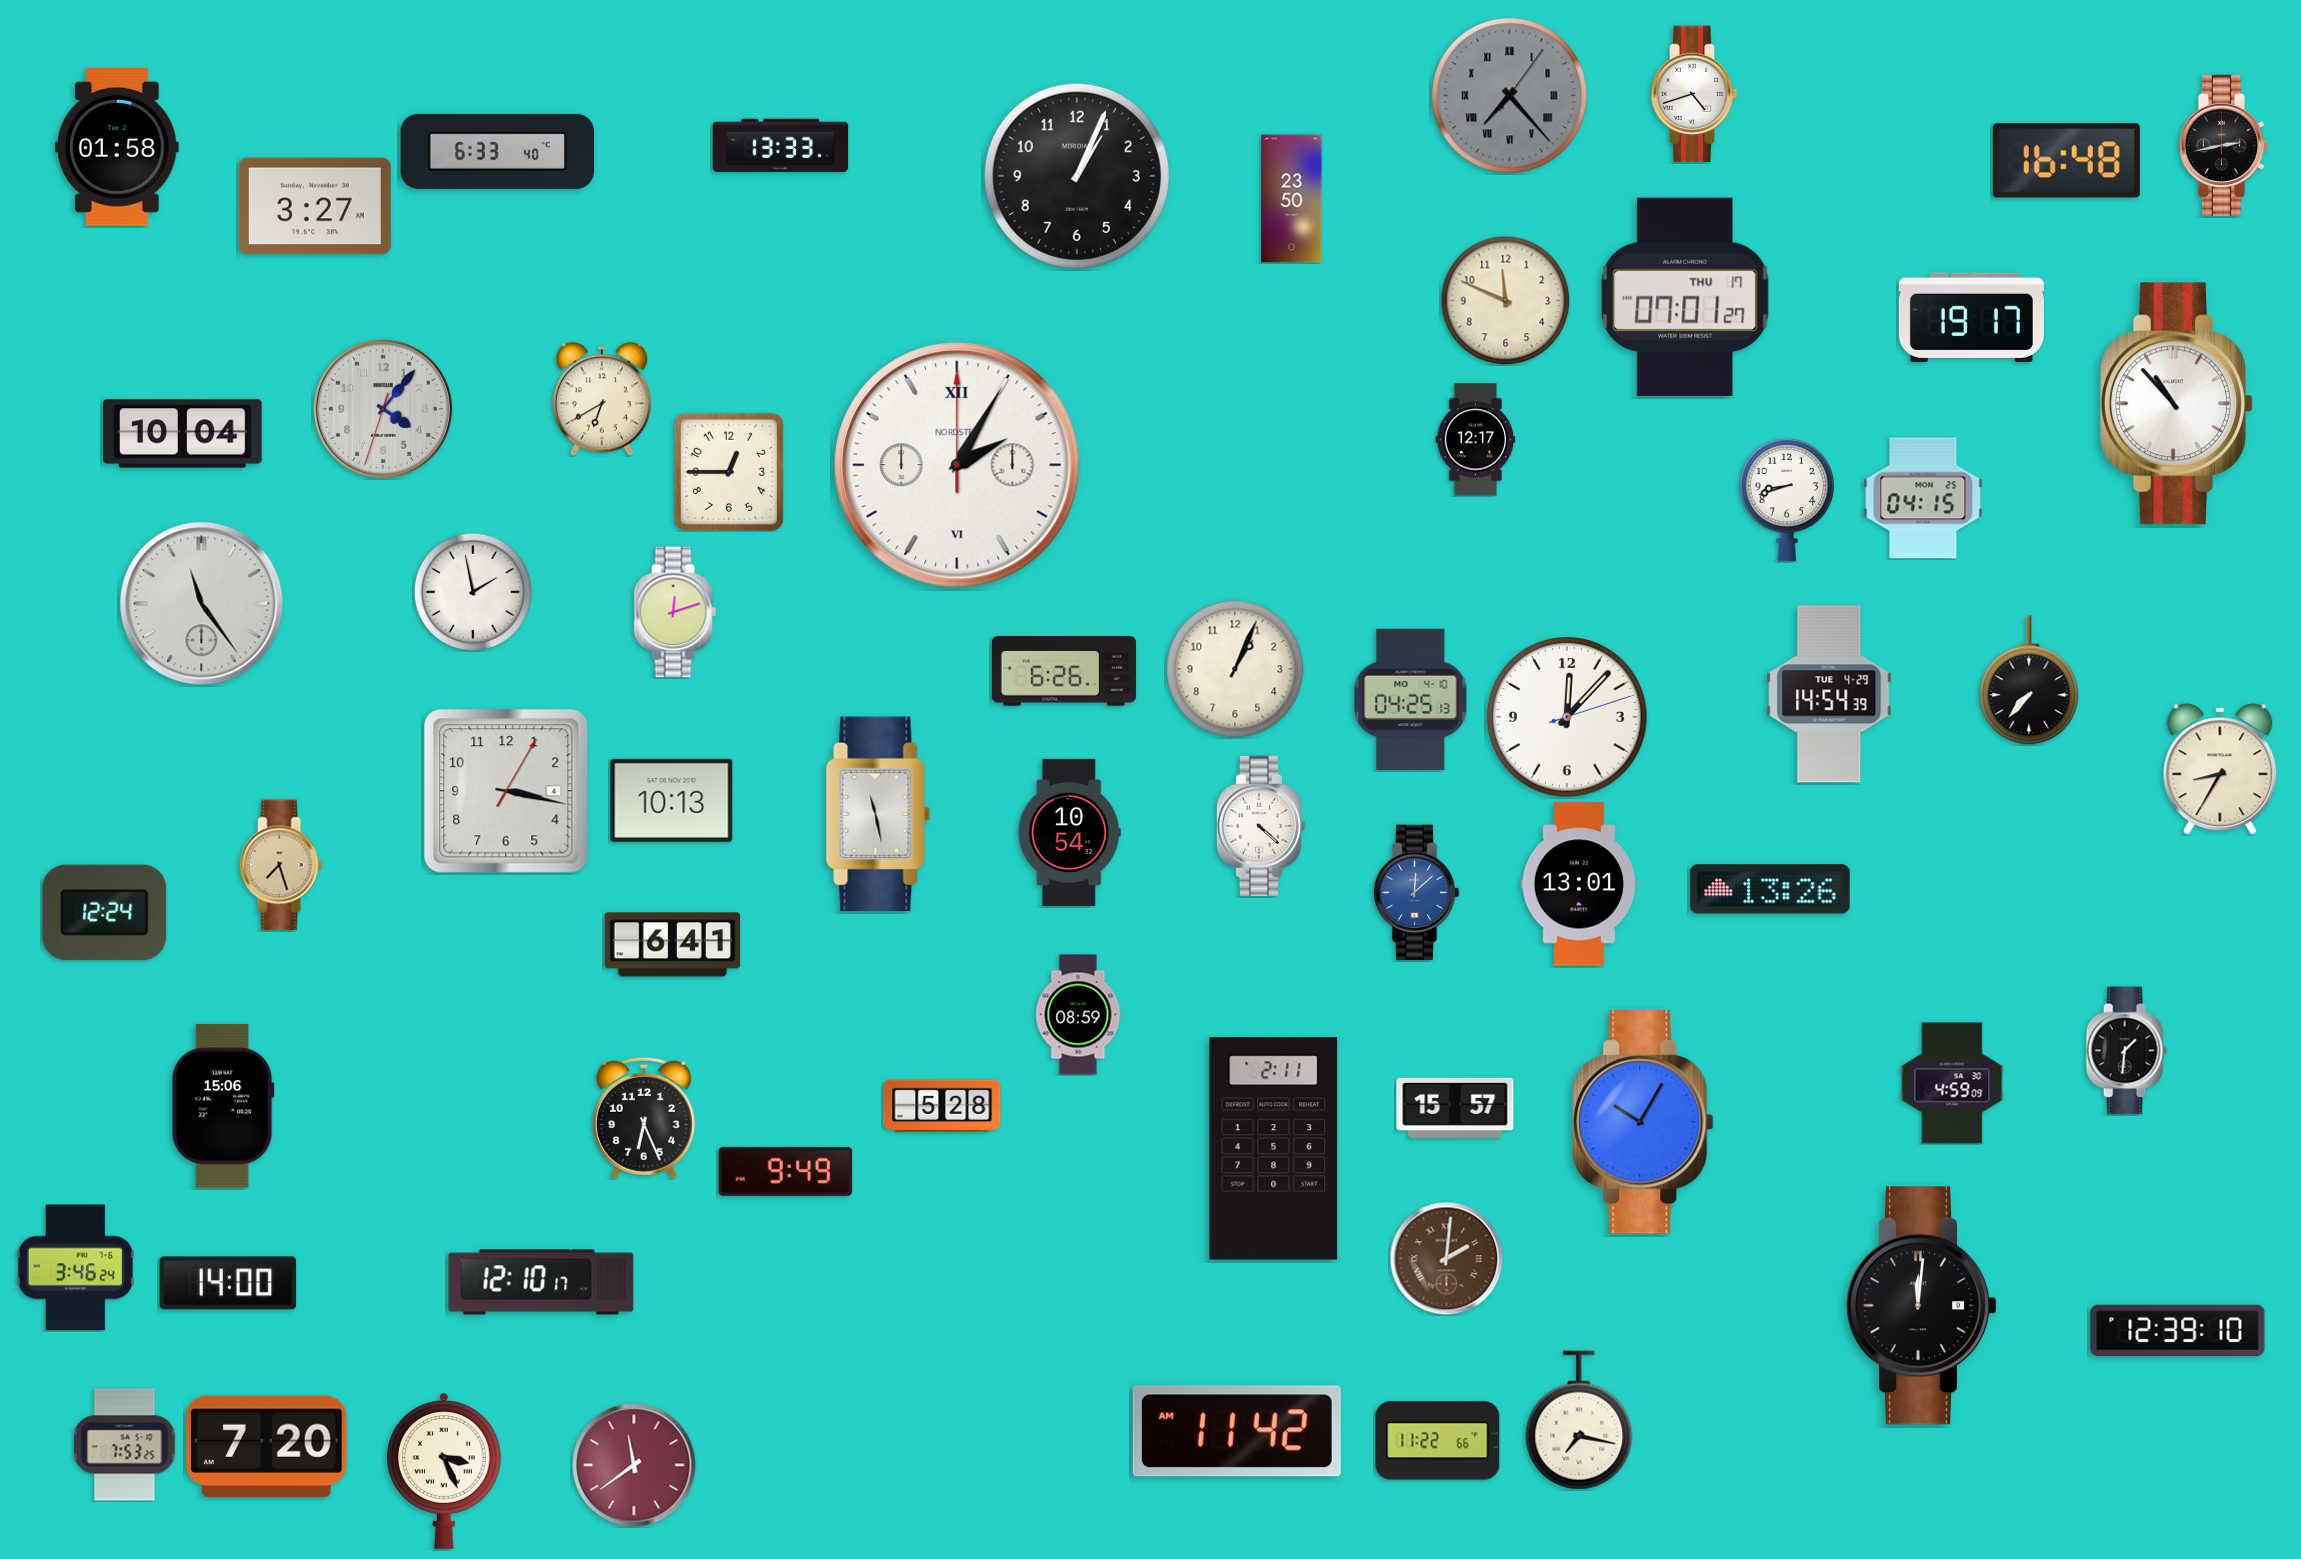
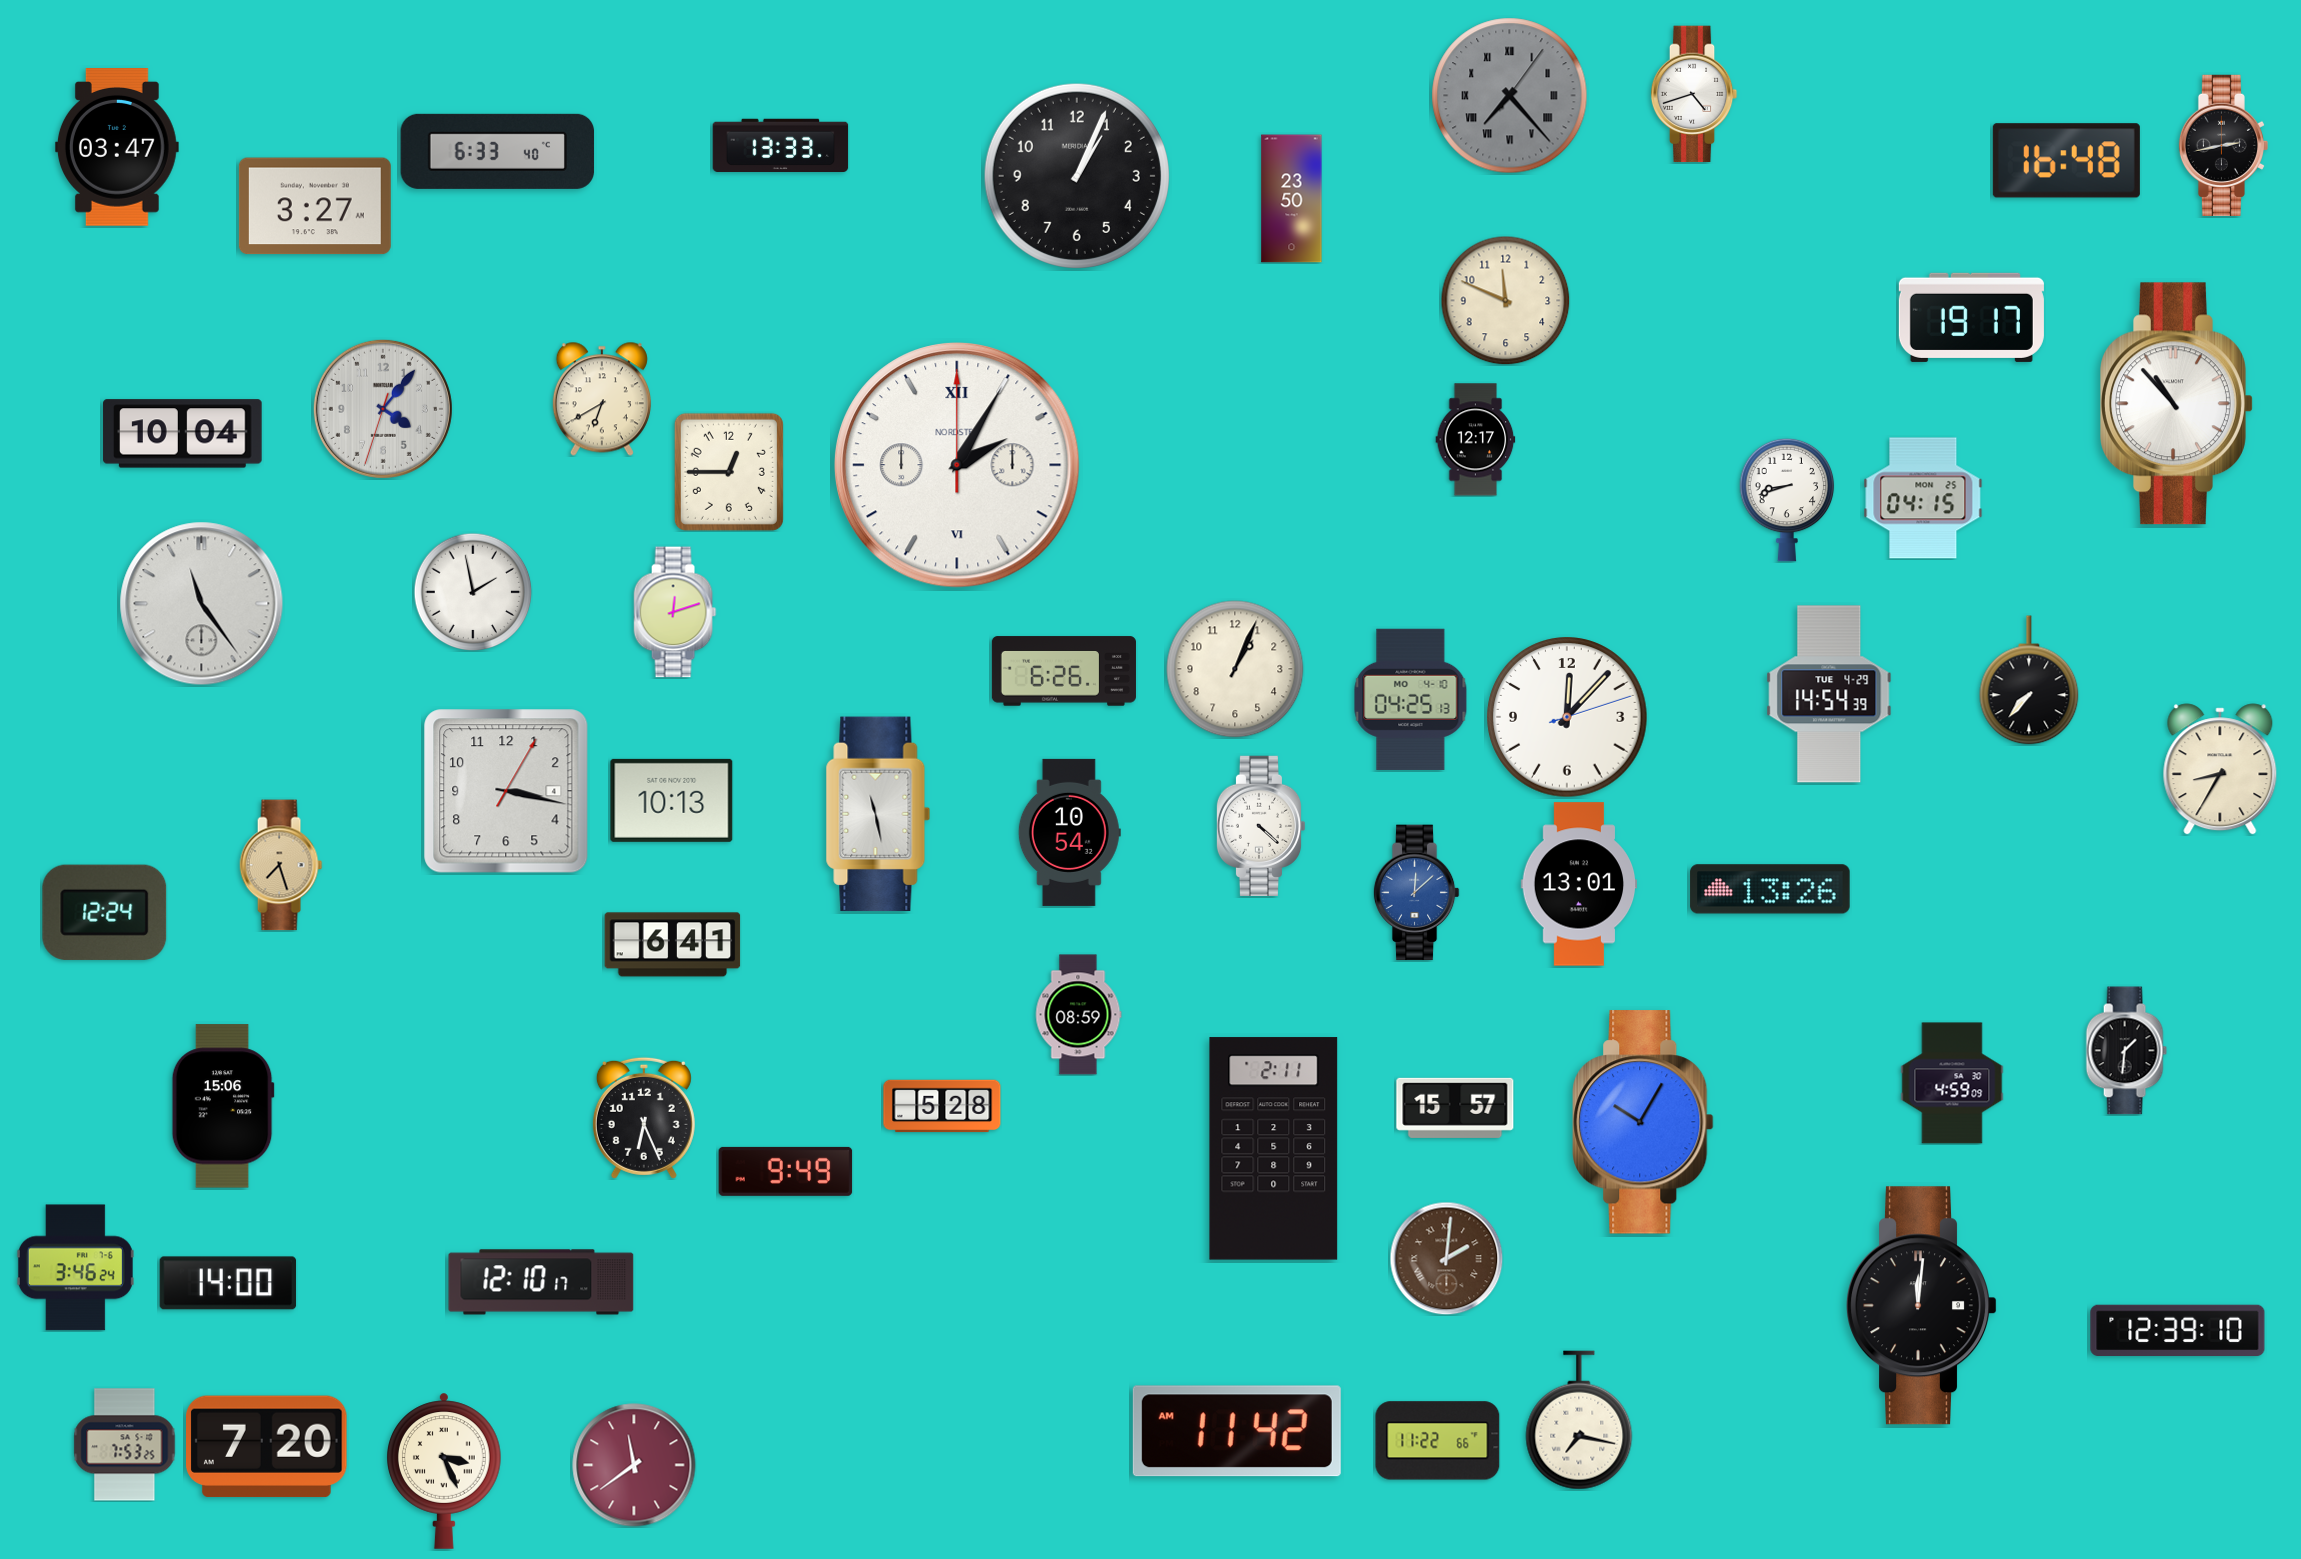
clock at (117, 148): 01:58 -> 03:47
clock at (1685, 297): 07:01 -> none
